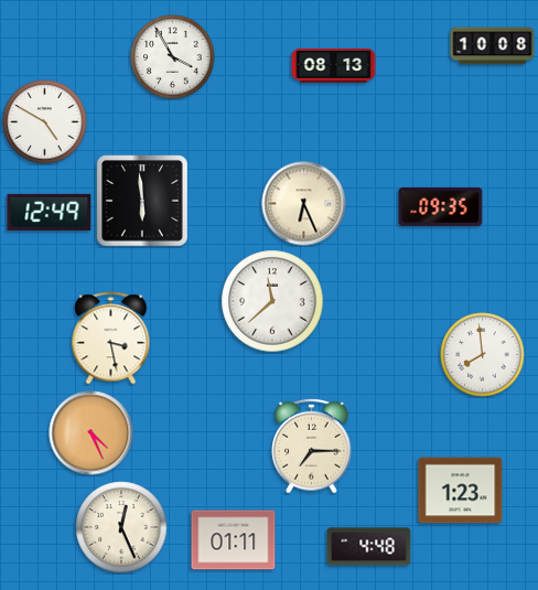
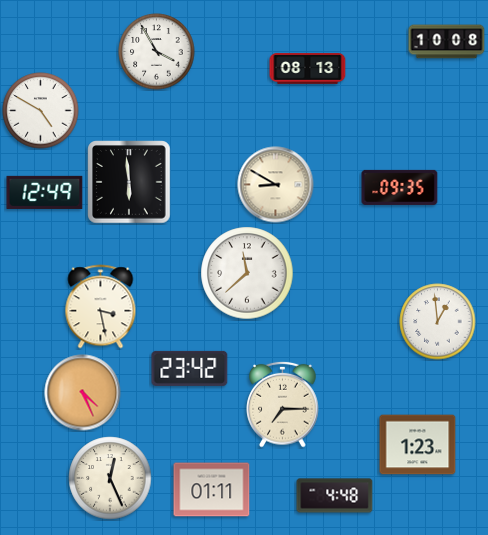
clock at (334, 66) position: (334, 66) -> (308, 69)
clock at (304, 204): 6:26 -> 8:50
clock at (483, 355): 7:59 -> 12:59
clock at (190, 368): none -> 23:42
